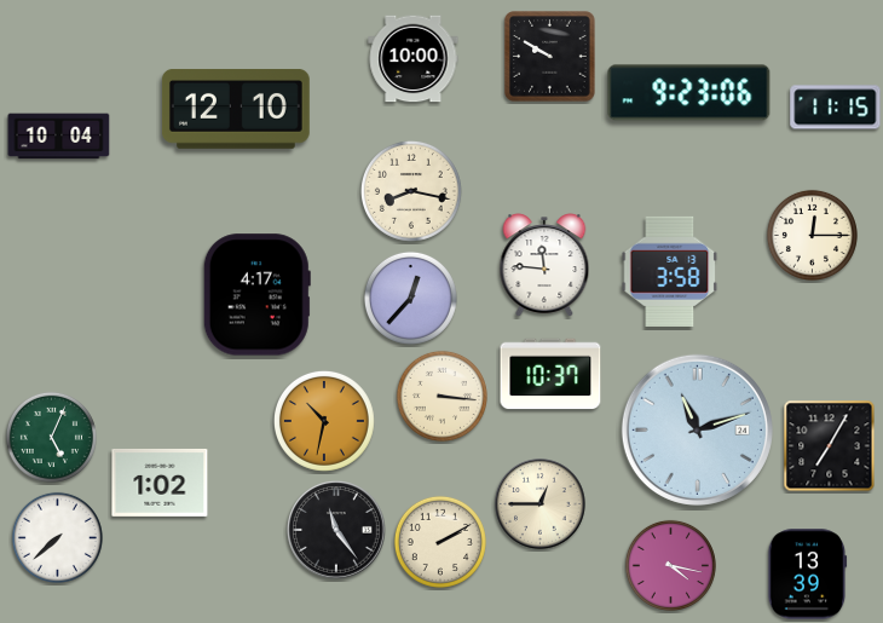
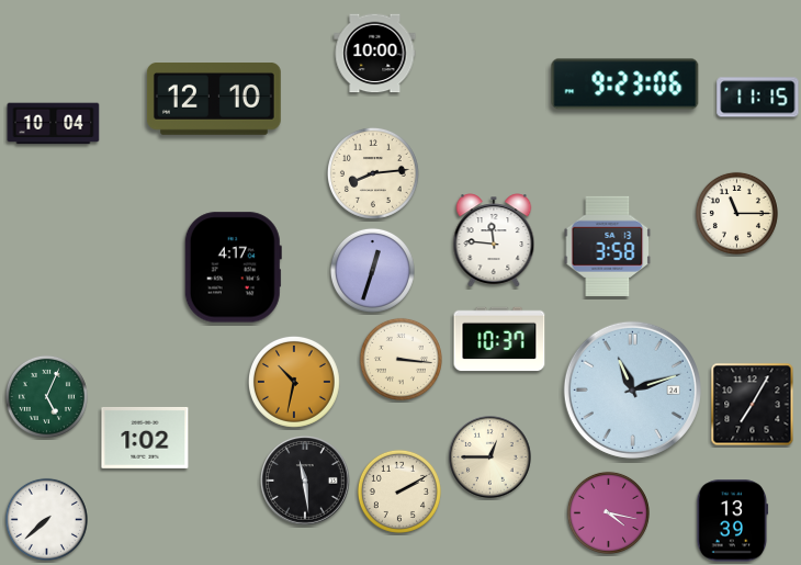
clock at (550, 57): 9:50 -> none
clock at (411, 191): 8:17 -> 8:14
clock at (812, 235): 12:15 -> 11:15
clock at (410, 298): 12:37 -> 12:33
clock at (336, 530): 11:24 -> 11:29
clock at (57, 537) position: (57, 537) -> (46, 519)
